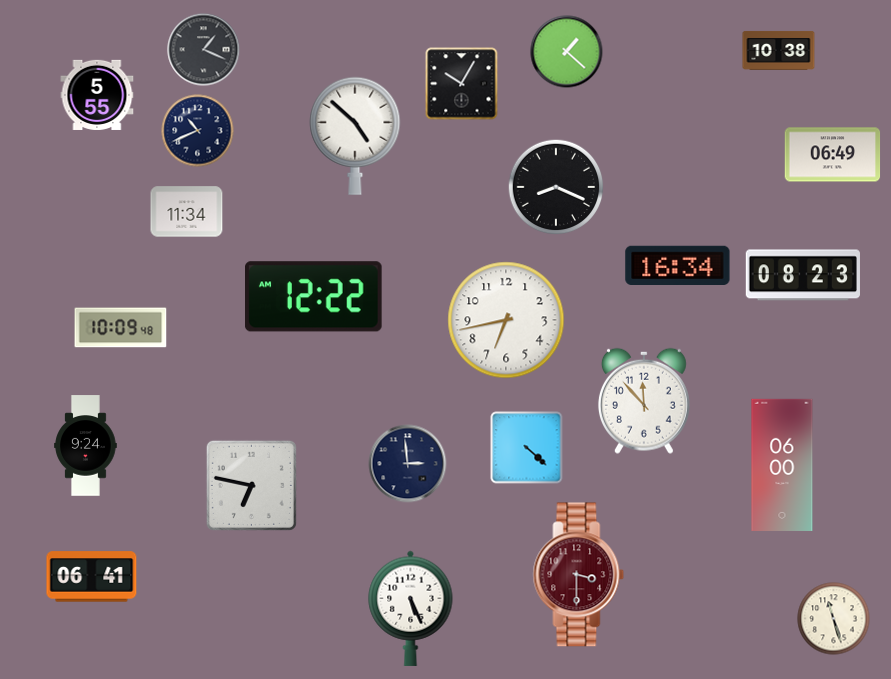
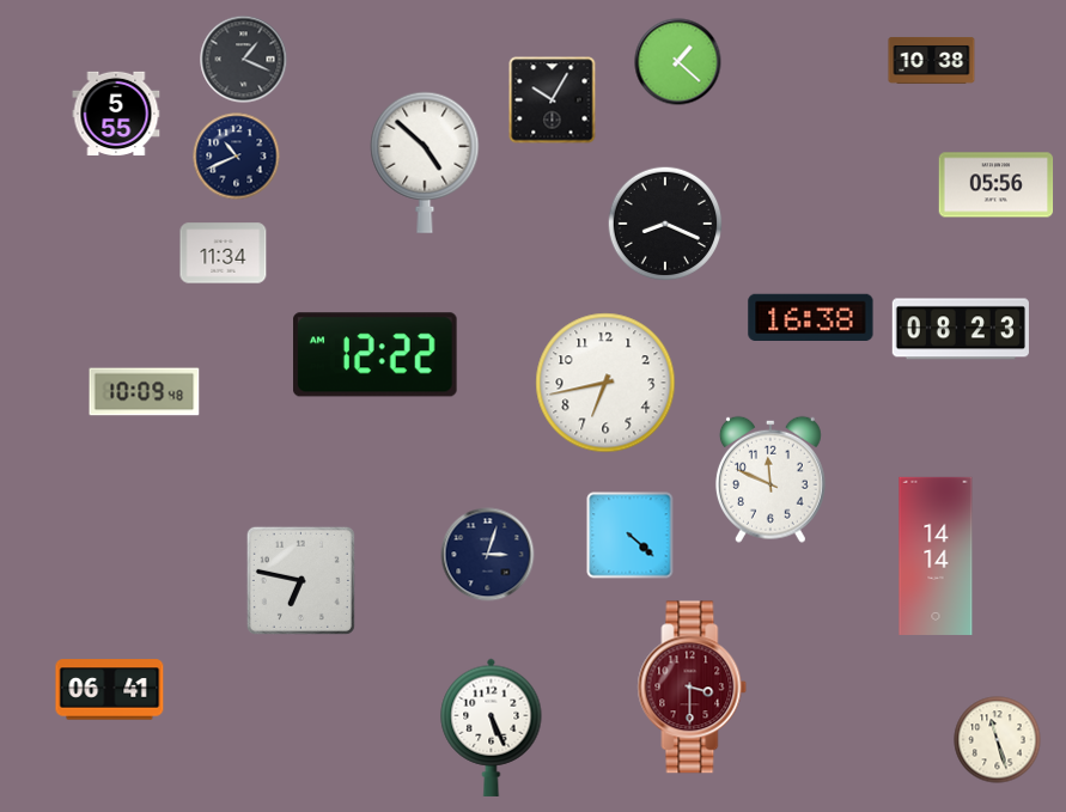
clock at (833, 155): 06:49 -> 05:56
clock at (678, 266): 16:34 -> 16:38
clock at (644, 401): 11:53 -> 11:49
clock at (86, 446): 9:24 -> none
clock at (408, 464): 2:59 -> 3:03
clock at (782, 465): 06:00 -> 14:14
